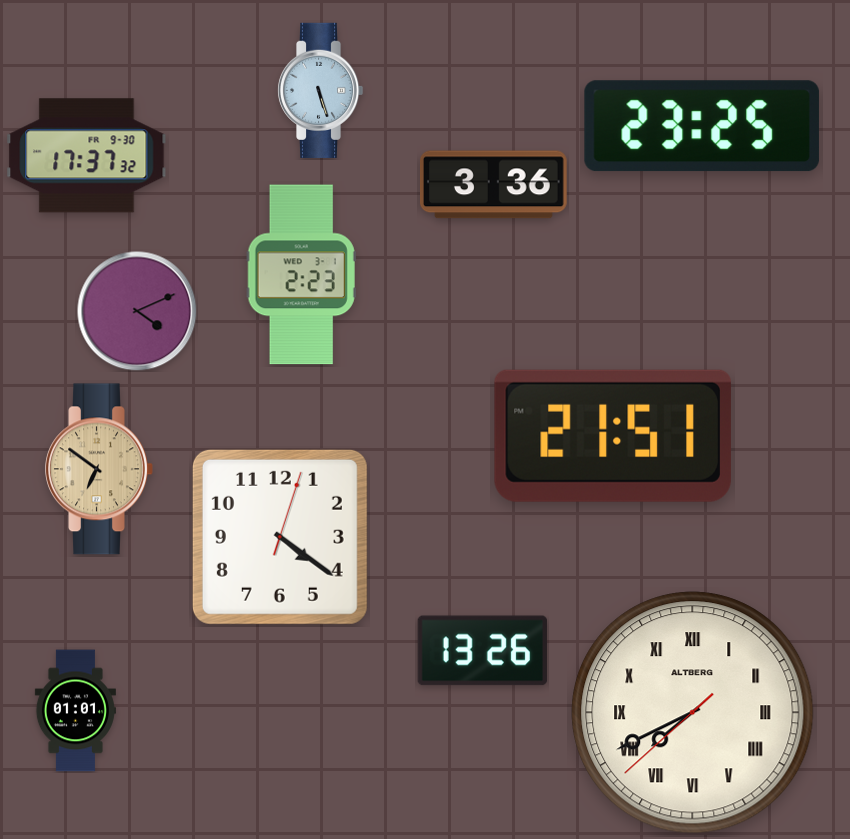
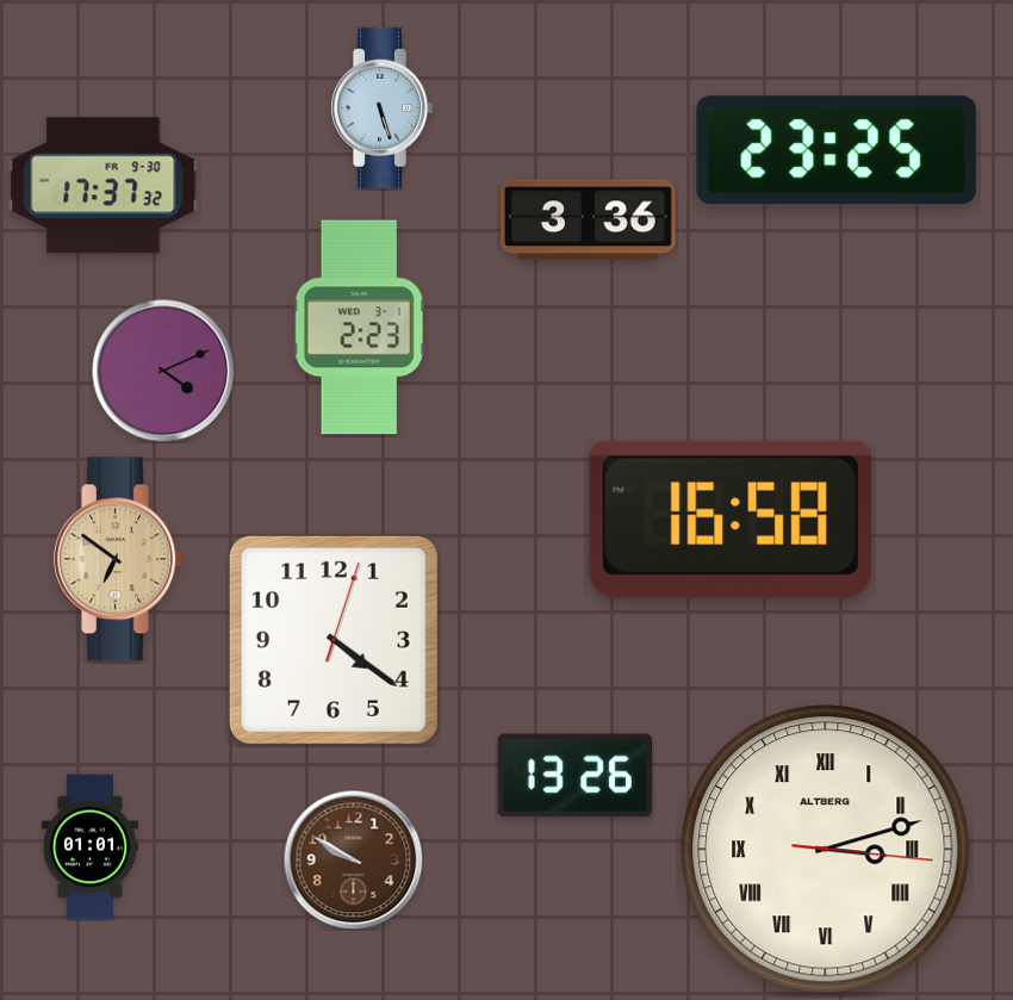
clock at (613, 436): 21:51 -> 16:58
clock at (693, 713): 7:40 -> 3:12
clock at (353, 859): none -> 9:50
